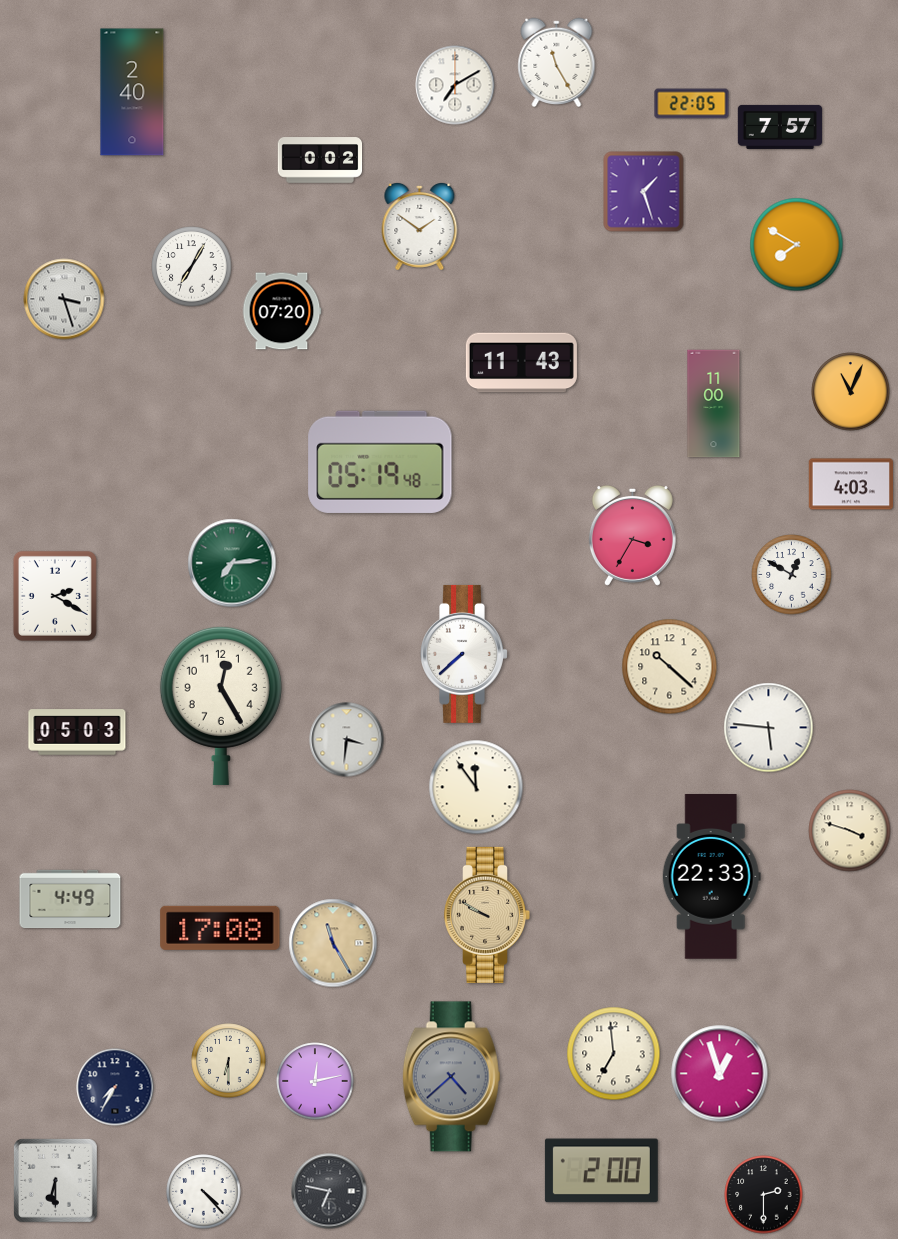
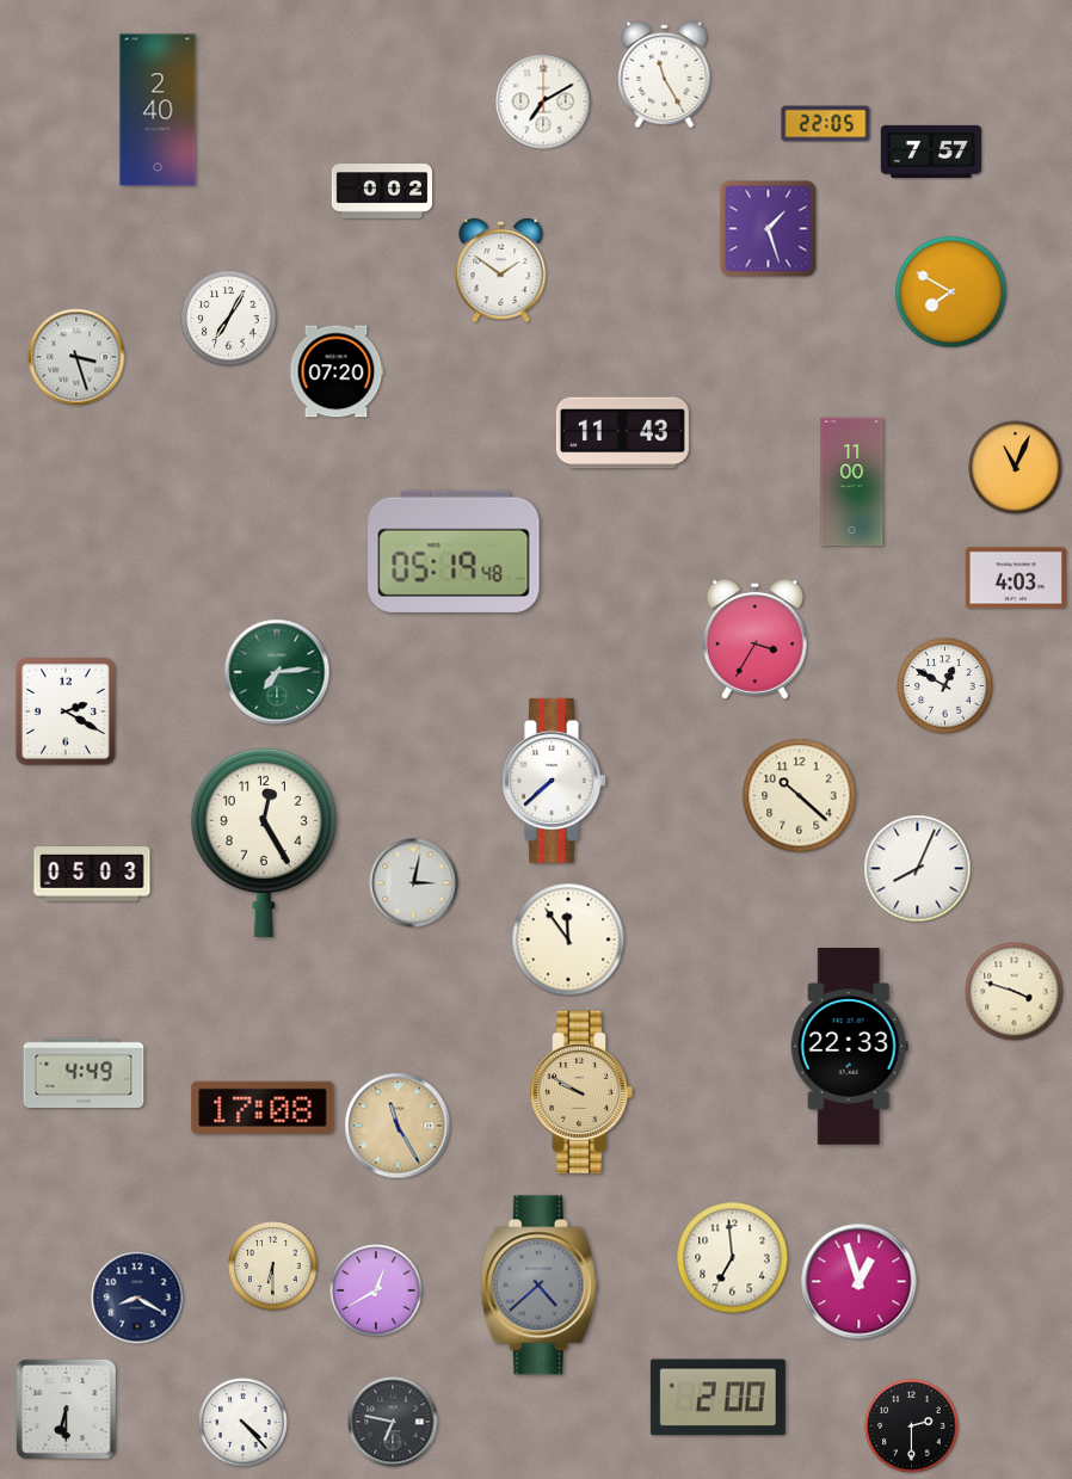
clock at (769, 728): 5:46 -> 8:04
clock at (347, 740): 3:31 -> 3:02
clock at (315, 1081): 12:13 -> 12:40
clock at (115, 1087): 7:35 -> 8:20
